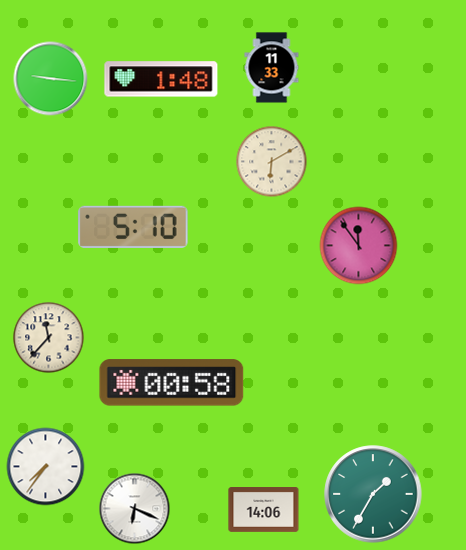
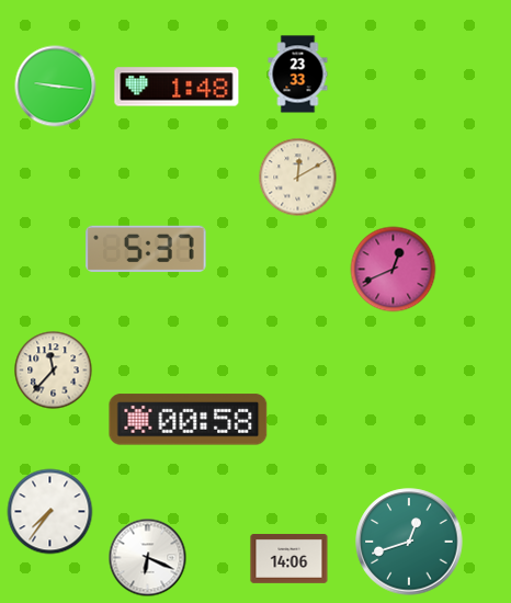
clock at (272, 68): 11:33 -> 23:33
clock at (272, 162): 6:10 -> 12:10
clock at (133, 227): 5:10 -> 5:37
clock at (359, 246): 11:54 -> 12:41
clock at (373, 494): 1:35 -> 12:42
